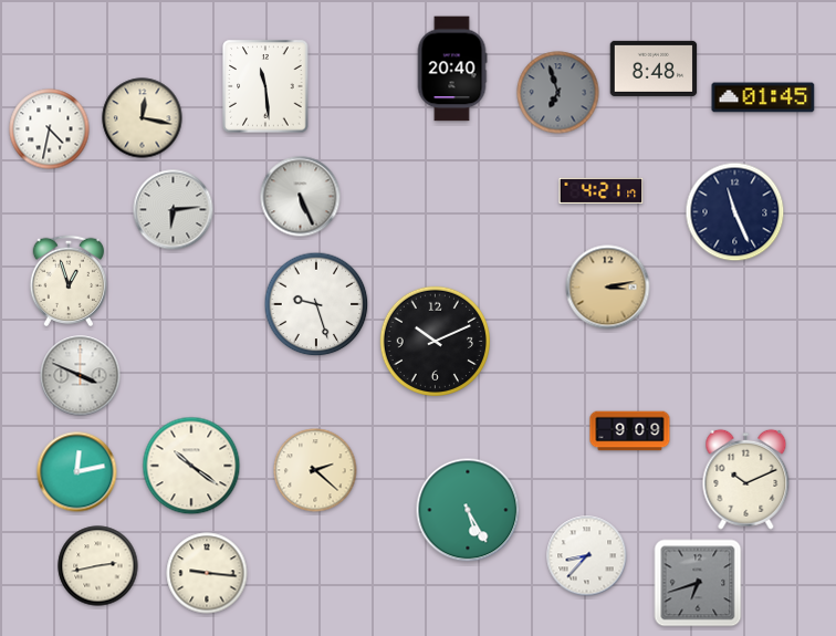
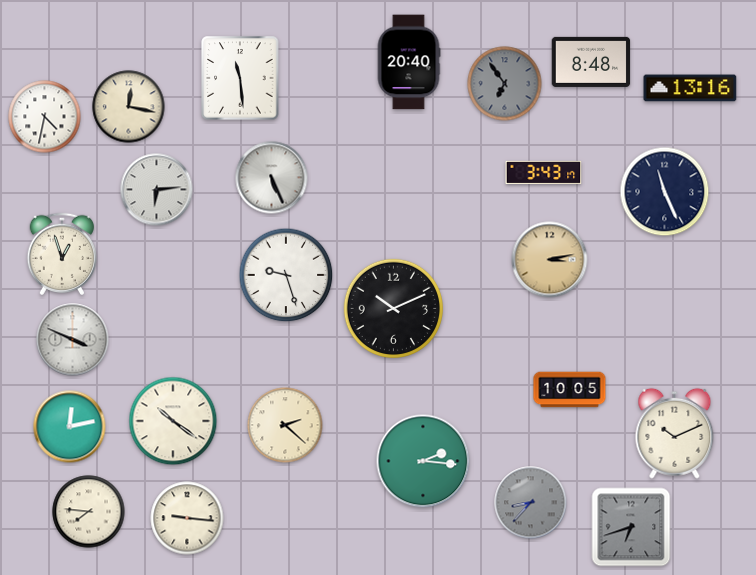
clock at (558, 93): 6:57 -> 6:54
clock at (763, 97): 01:45 -> 13:16
clock at (602, 190): 4:21 -> 3:43
clock at (630, 431): 9:09 -> 10:05
clock at (468, 510): 5:25 -> 2:16
clock at (587, 556) dial: white -> grey
clock at (98, 566): 2:43 -> 7:46
